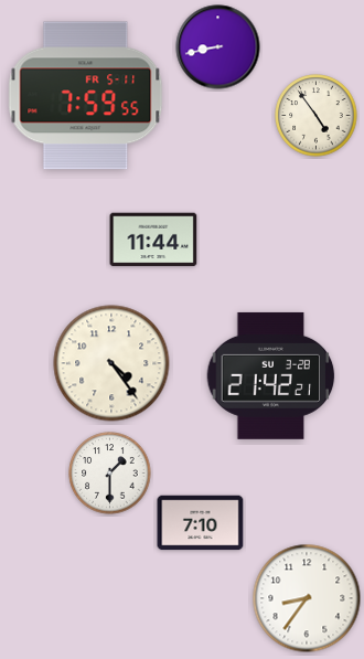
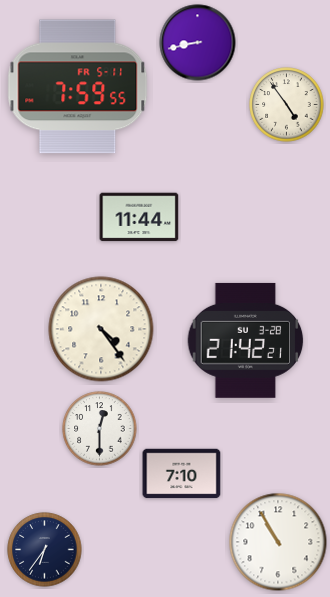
clock at (110, 474): 1:30 -> 12:30
clock at (307, 598): 8:36 -> 10:55
clock at (45, 550): none -> 6:36
